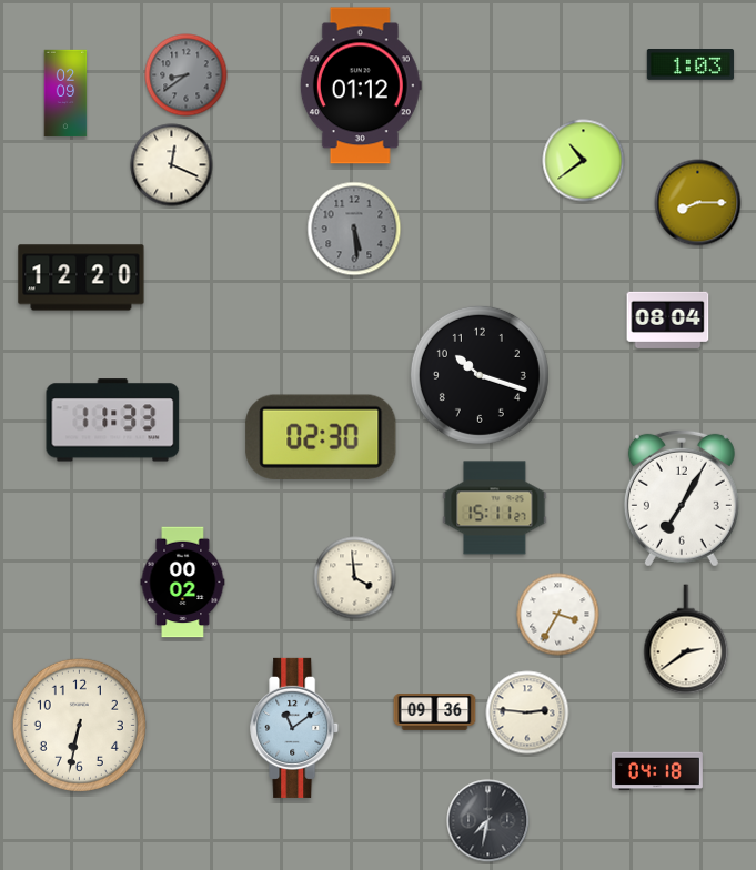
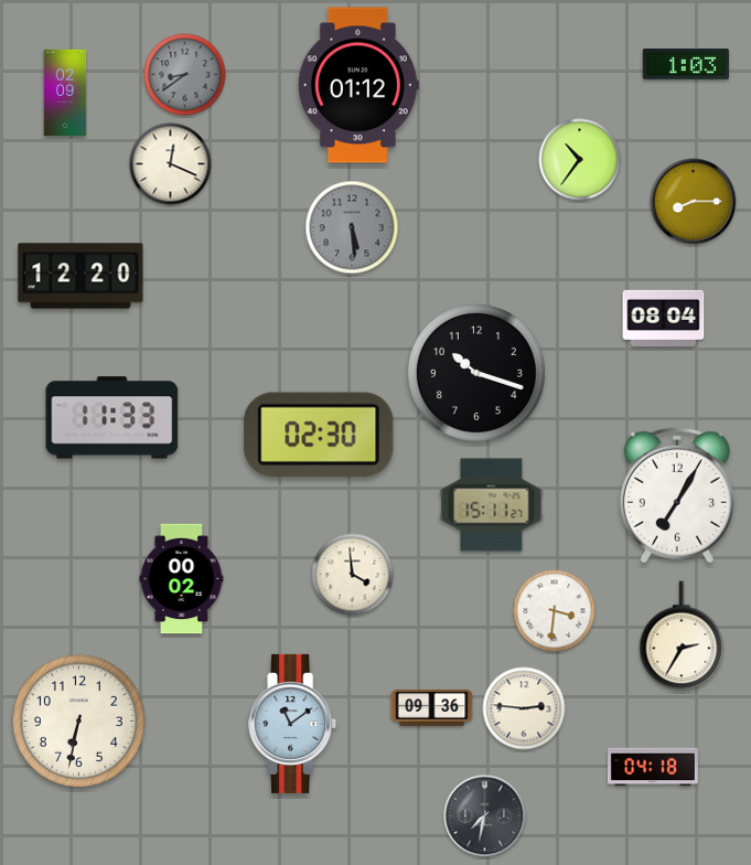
clock at (584, 161): 10:39 -> 10:36
clock at (558, 615): 3:35 -> 3:31
clock at (686, 639): 2:39 -> 2:35
